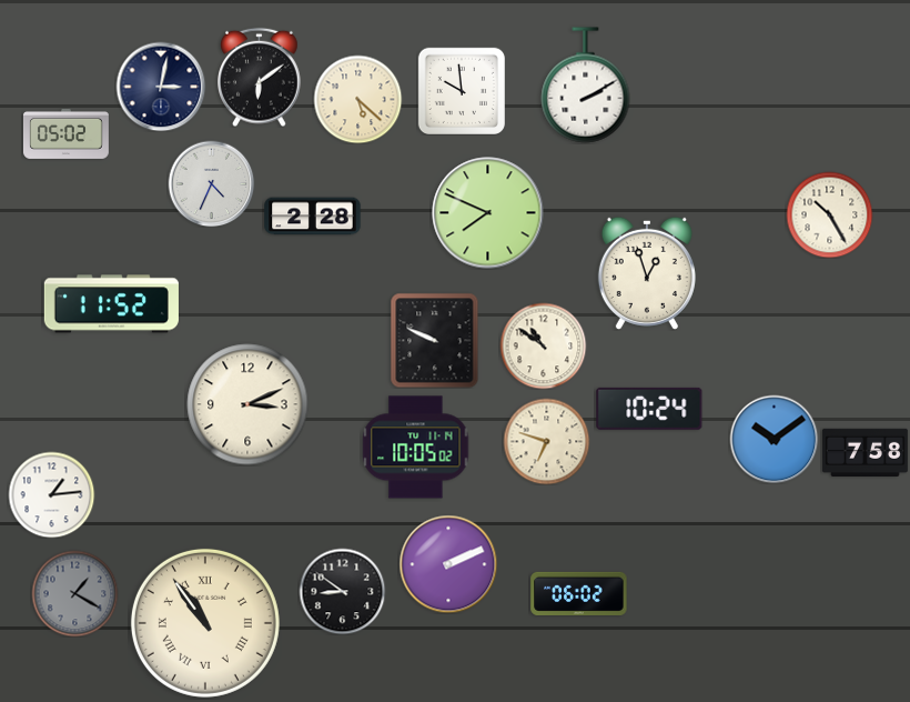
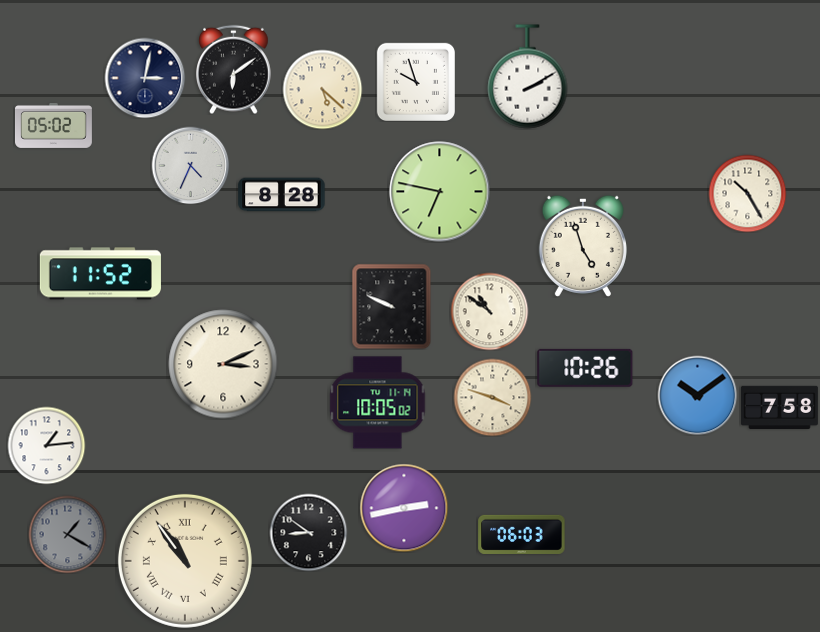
clock at (461, 90): 9:59 -> 9:57
clock at (65, 133) position: (65, 133) -> (53, 125)
clock at (488, 213): 7:49 -> 6:47
clock at (313, 217): 2:28 -> 8:28
clock at (647, 273): 12:57 -> 4:57
clock at (649, 409): 10:24 -> 10:26
clock at (546, 441): 6:48 -> 3:48
clock at (416, 448) position: (416, 448) -> (378, 403)
clock at (448, 564): 2:11 -> 2:43
clock at (579, 593): 06:02 -> 06:03
